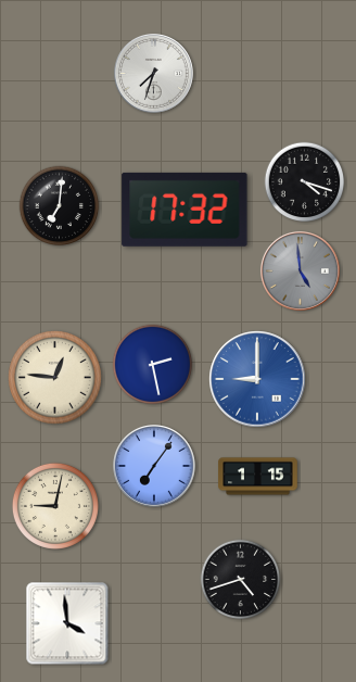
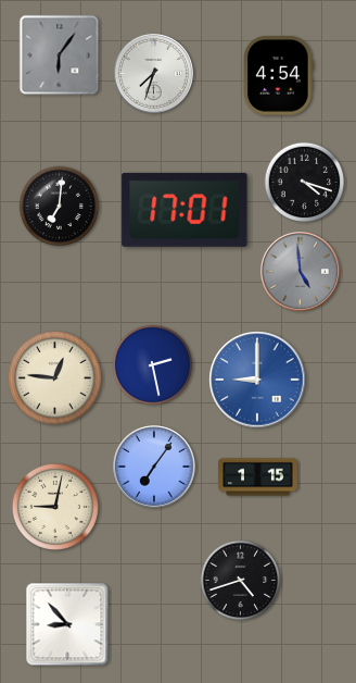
clock at (60, 55): none -> 6:06
clock at (279, 76): none -> 4:54
clock at (185, 210): 17:32 -> 17:01
clock at (67, 623): 3:59 -> 8:53
